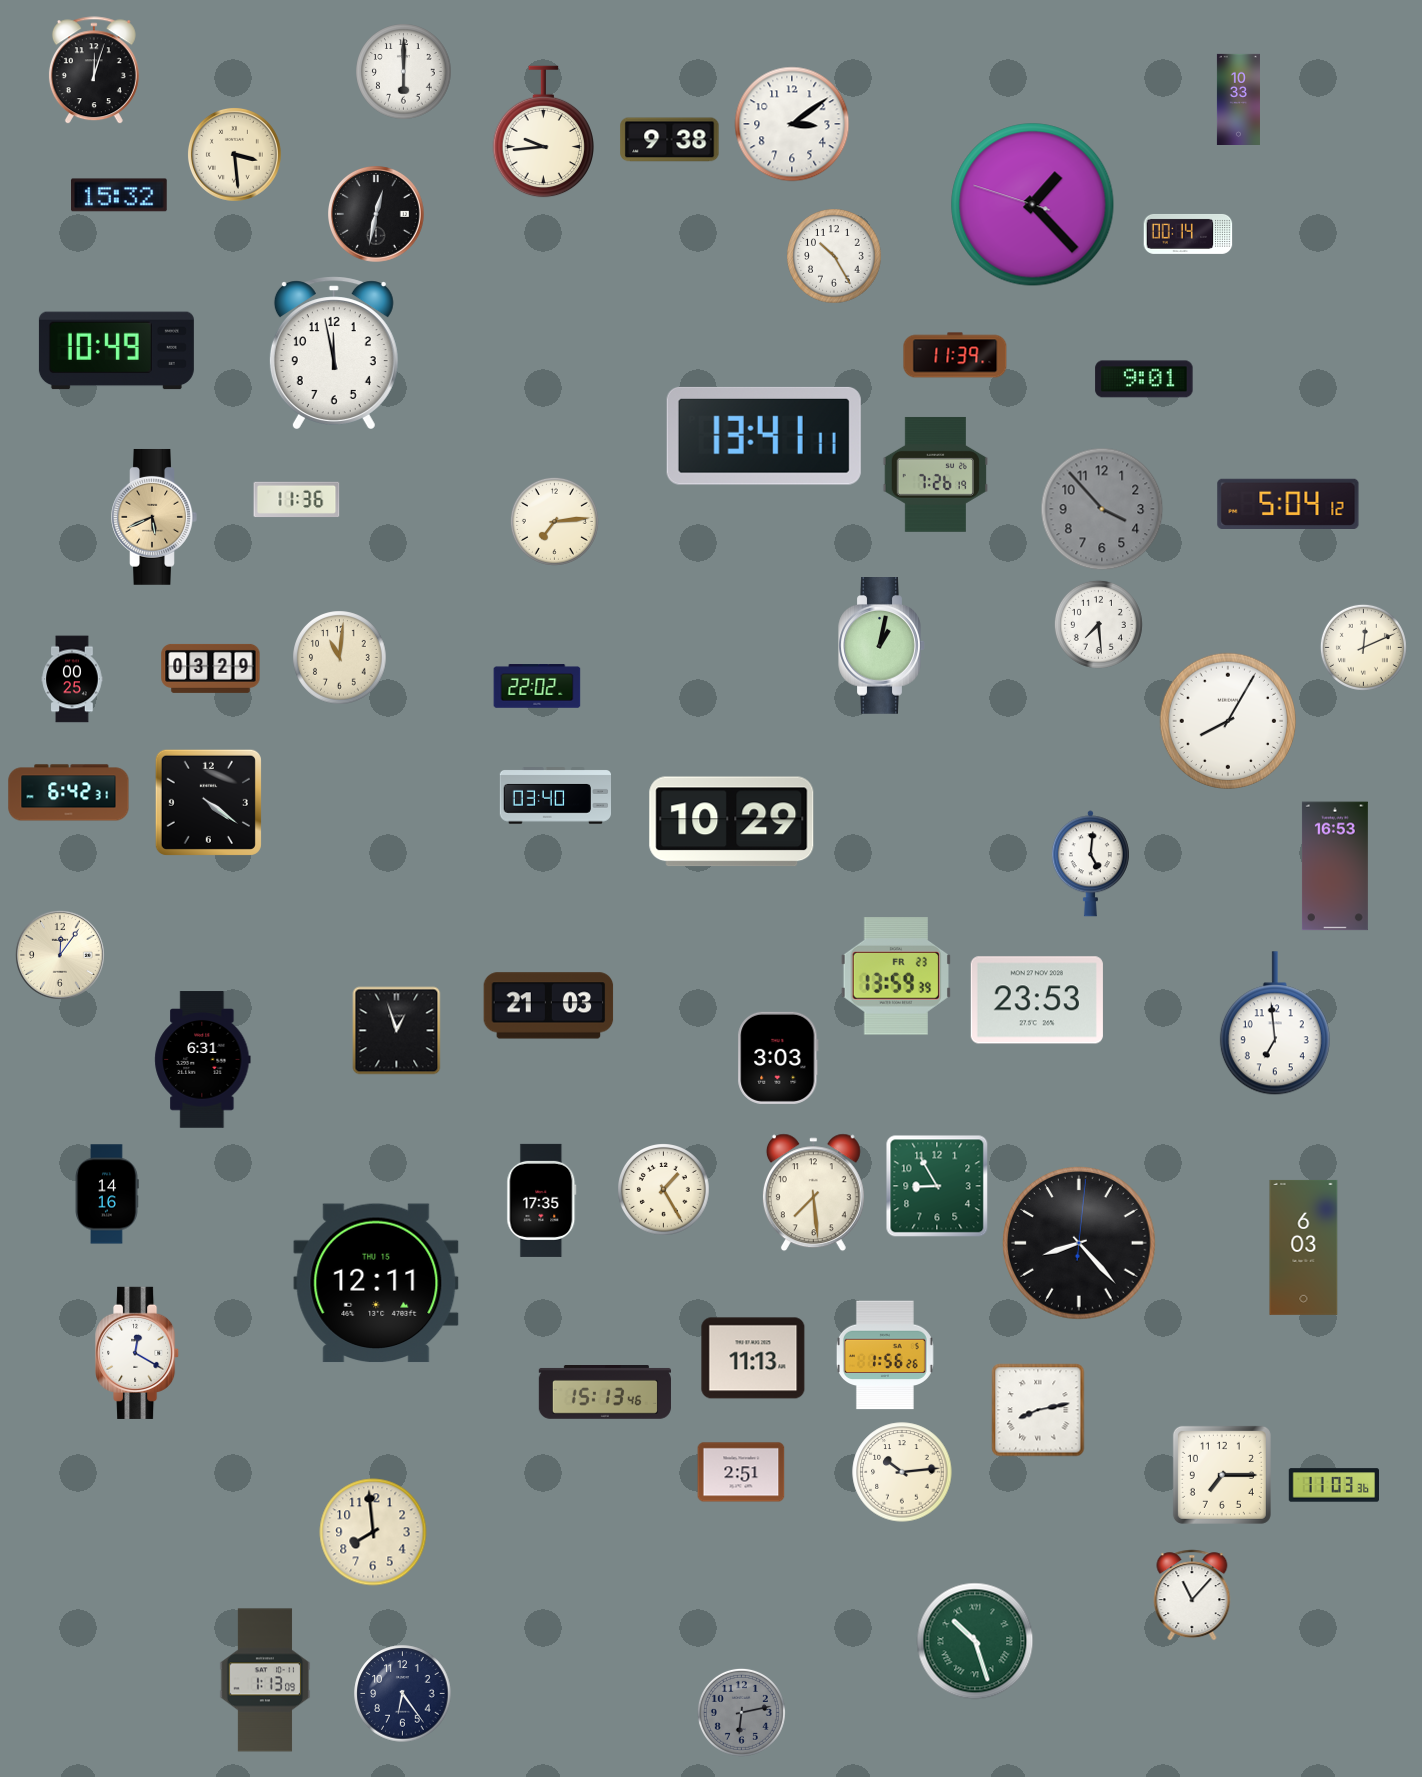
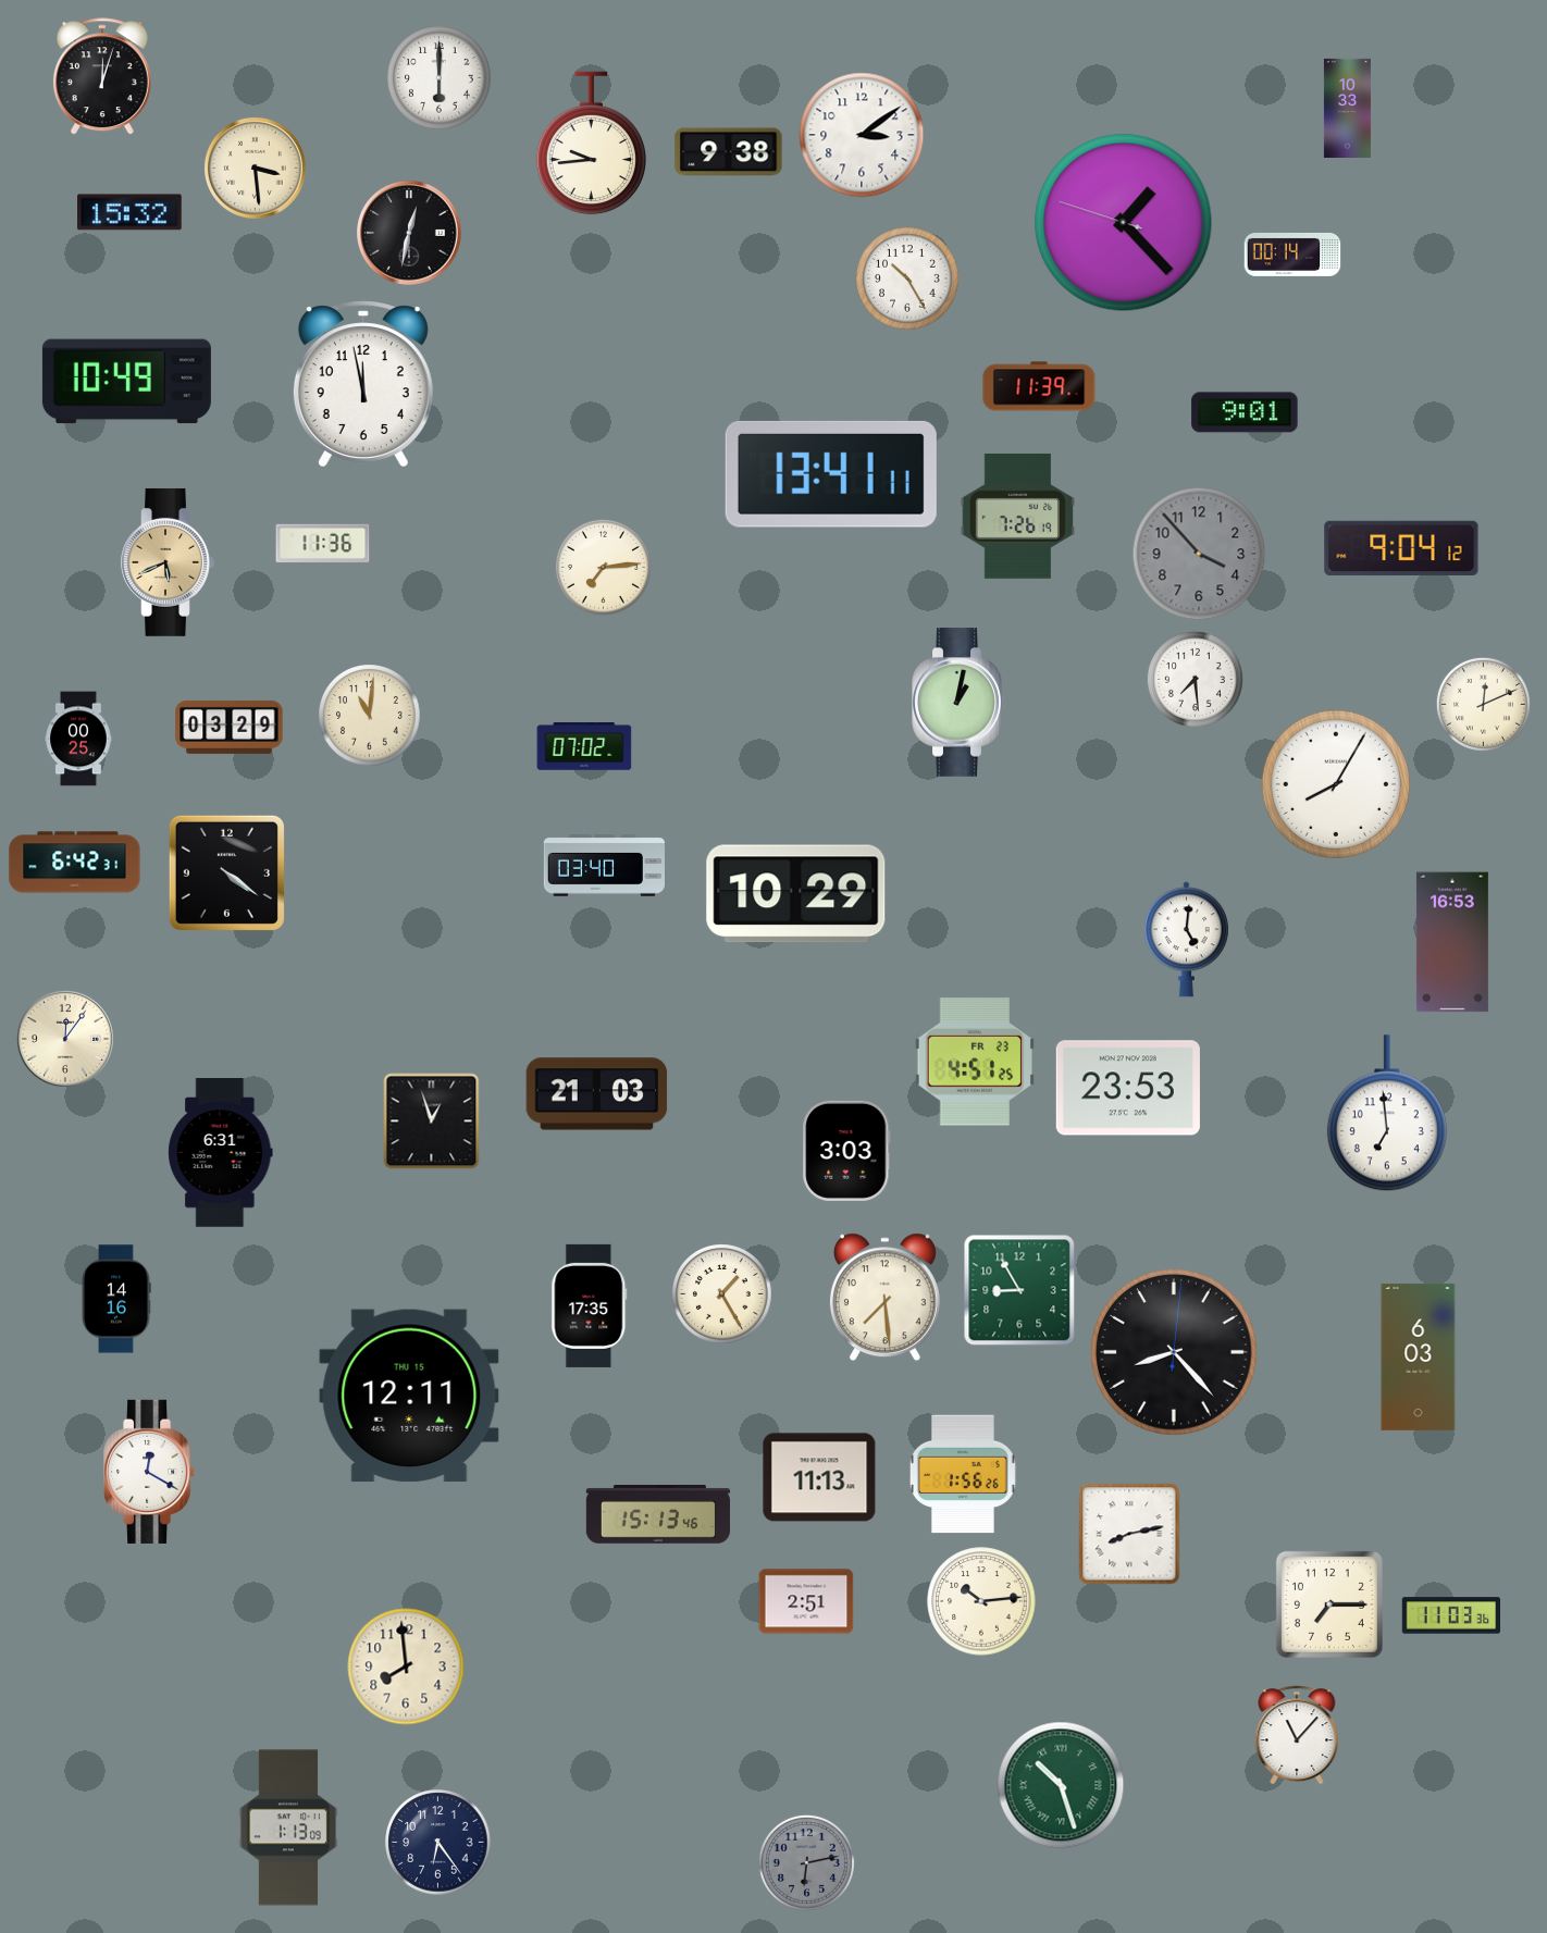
clock at (1288, 503): 5:04 -> 9:04
clock at (537, 686): 22:02 -> 07:02
clock at (896, 976): 13:59 -> 4:51
